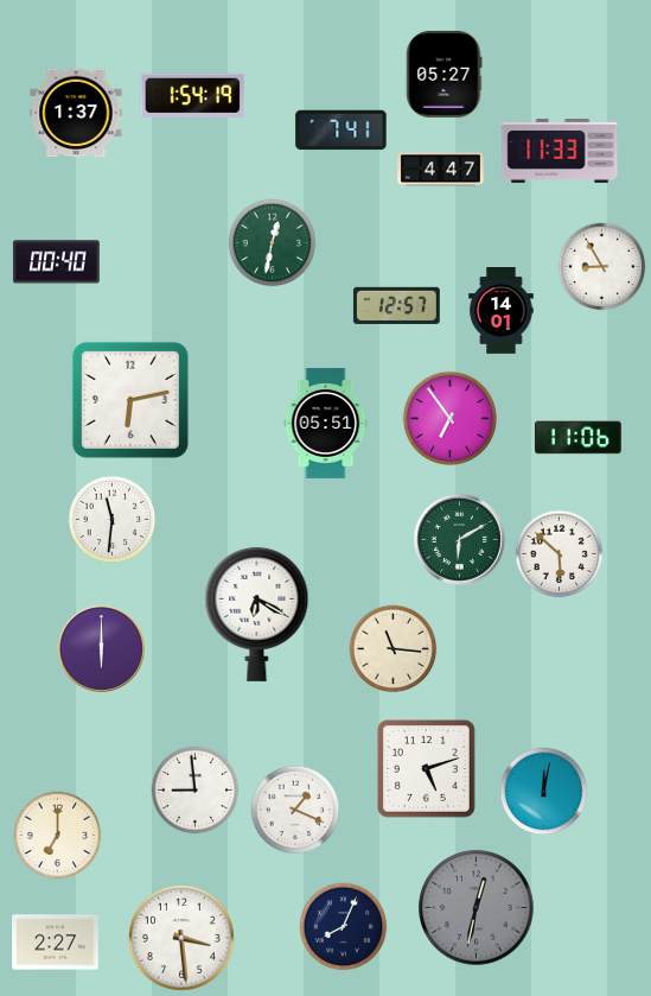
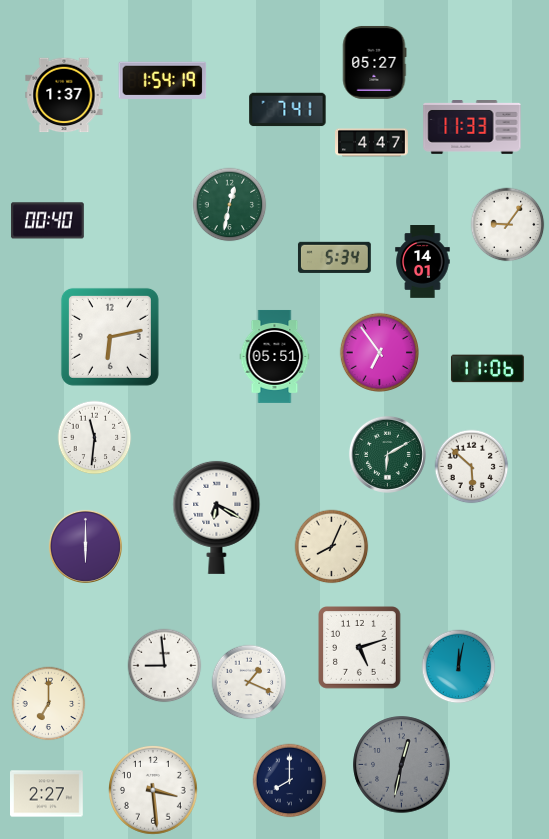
clock at (602, 267): 8:55 -> 9:06
clock at (396, 305): 12:57 -> 5:34
clock at (394, 649): 11:16 -> 8:04
clock at (344, 927): 8:04 -> 8:00
